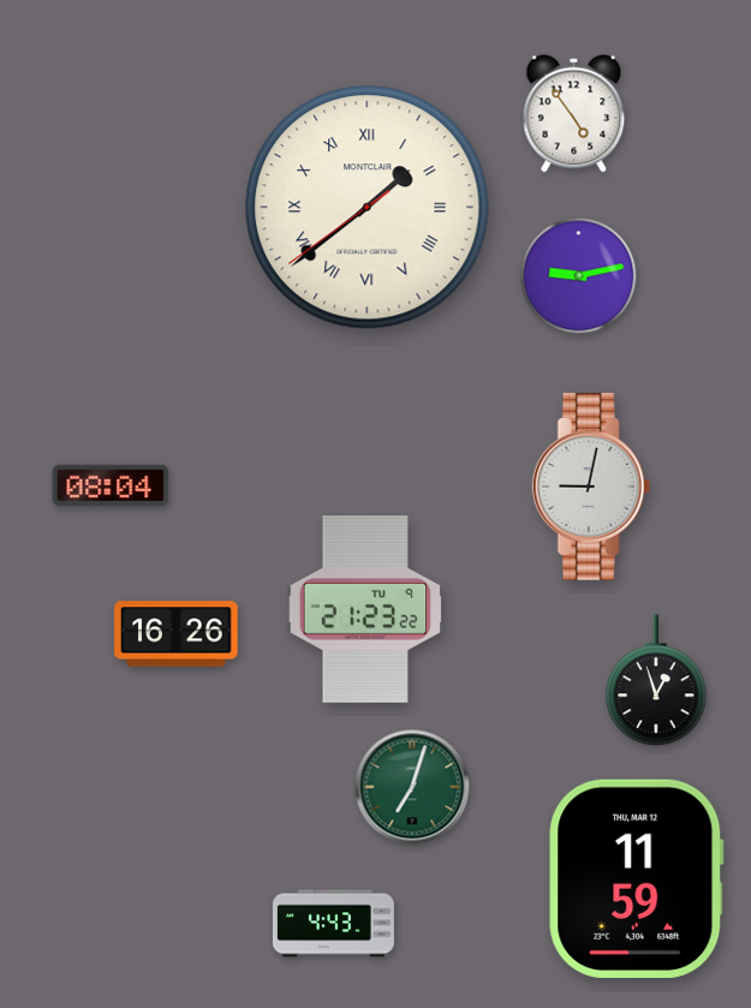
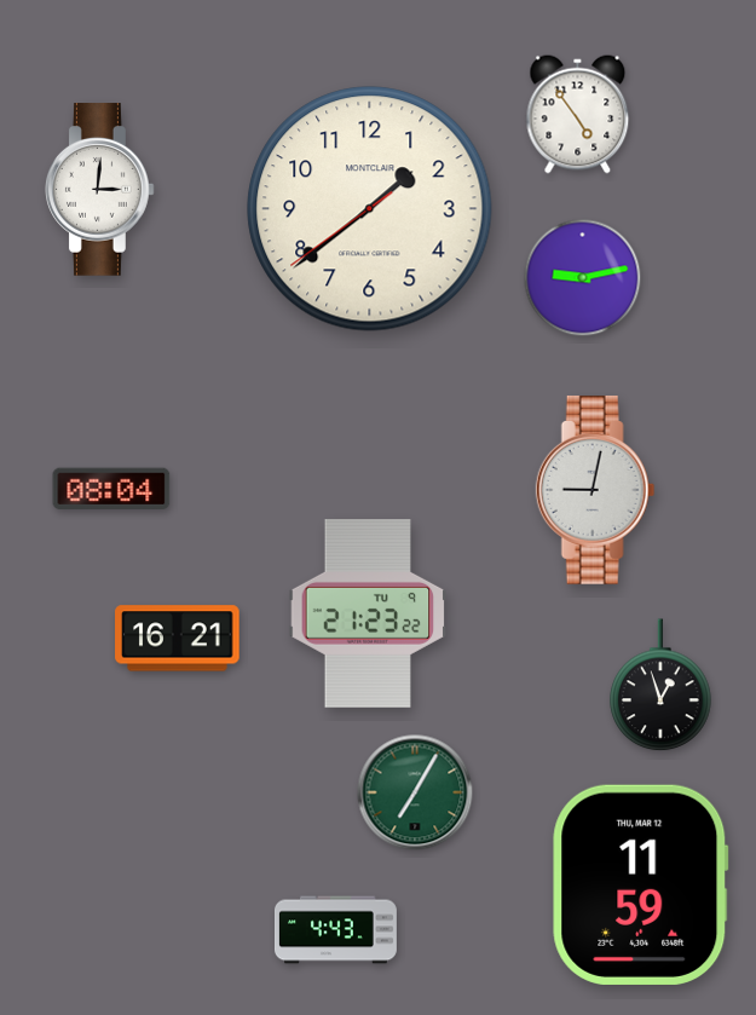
clock at (100, 190): none -> 3:01
clock at (368, 208) numerals: Roman -> Arabic
clock at (177, 634): 16:26 -> 16:21
clock at (412, 787): 7:03 -> 7:05
